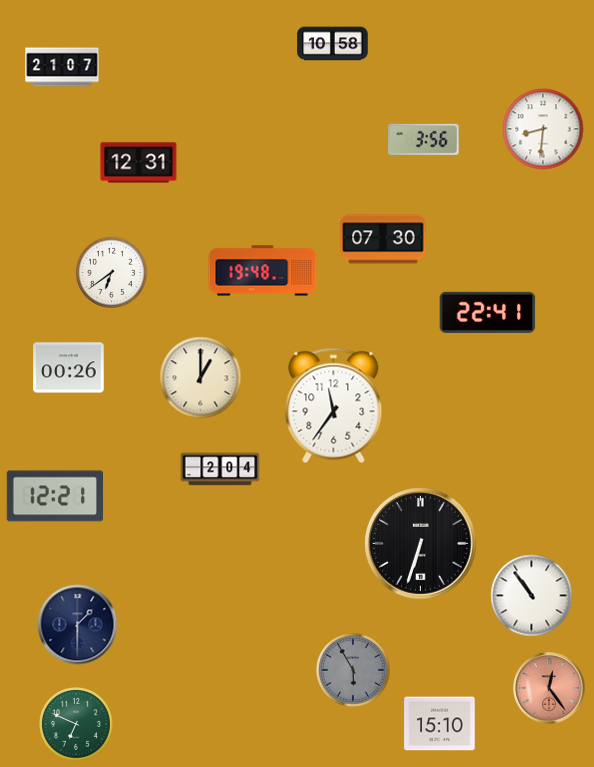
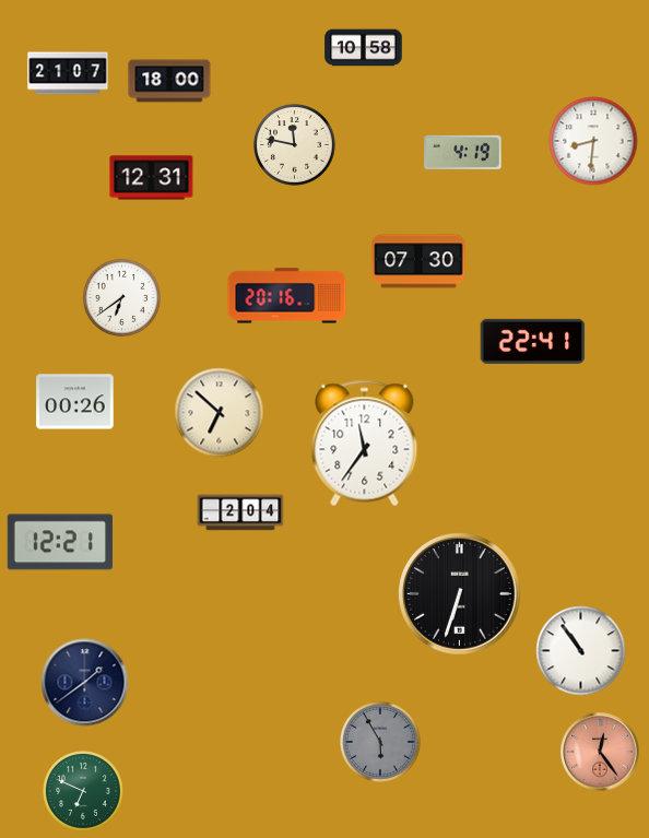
clock at (169, 81): none -> 18:00
clock at (295, 145): none -> 11:47
clock at (424, 139): 3:56 -> 4:19
clock at (263, 271): 19:48 -> 20:16
clock at (201, 378): 1:00 -> 6:52
clock at (78, 625): 1:30 -> 1:39
clock at (354, 671) position: (354, 671) -> (381, 743)
clock at (440, 724): 15:10 -> none
